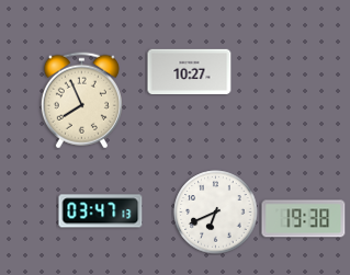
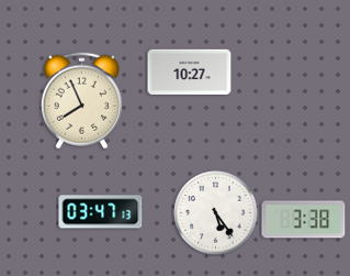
clock at (216, 213): 6:41 -> 5:24
clock at (304, 219): 19:38 -> 3:38
